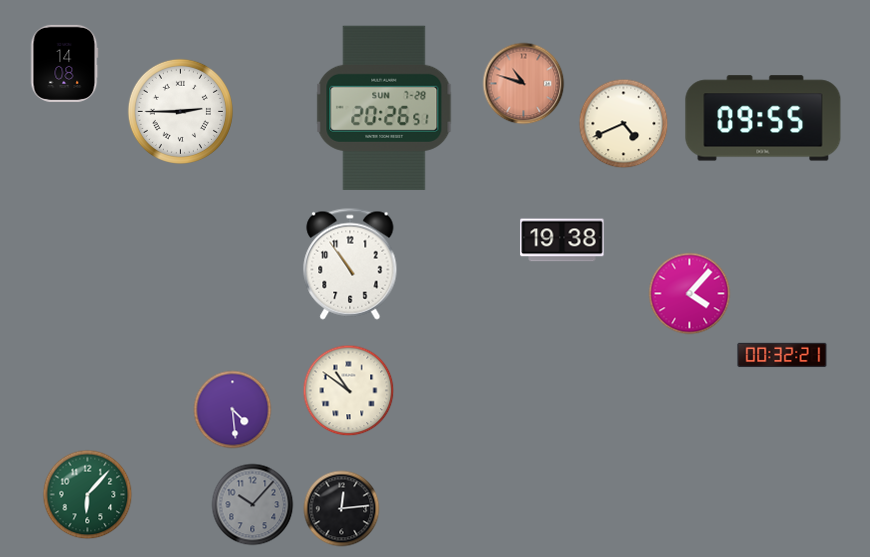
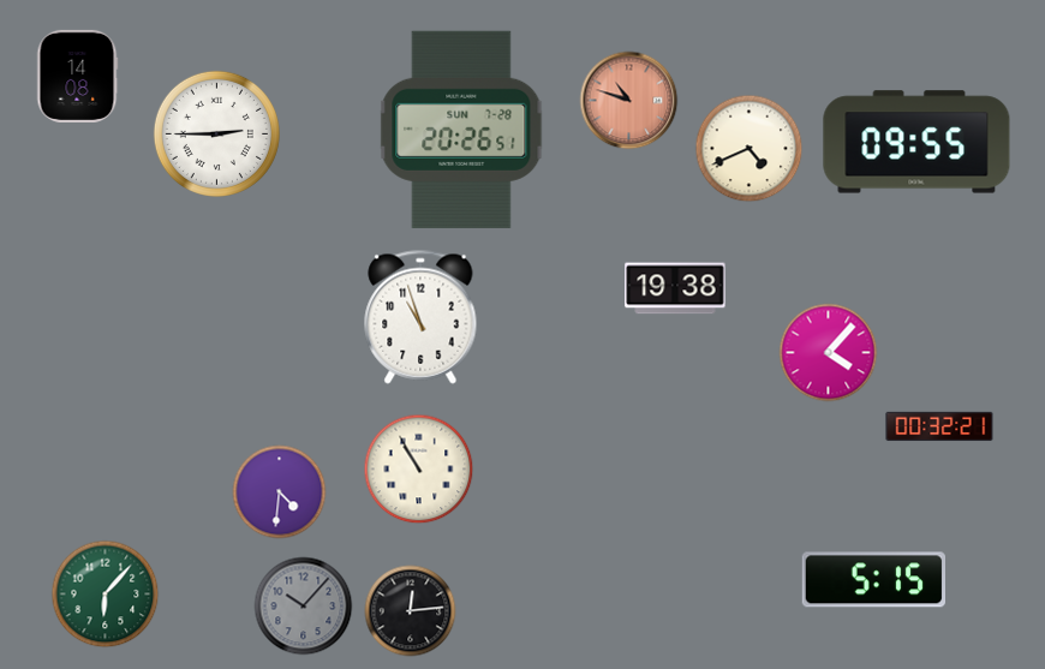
clock at (350, 264): 10:54 -> 10:57
clock at (349, 391): 10:51 -> 10:55
clock at (233, 410): 4:29 -> 4:31
clock at (873, 580): none -> 5:15
